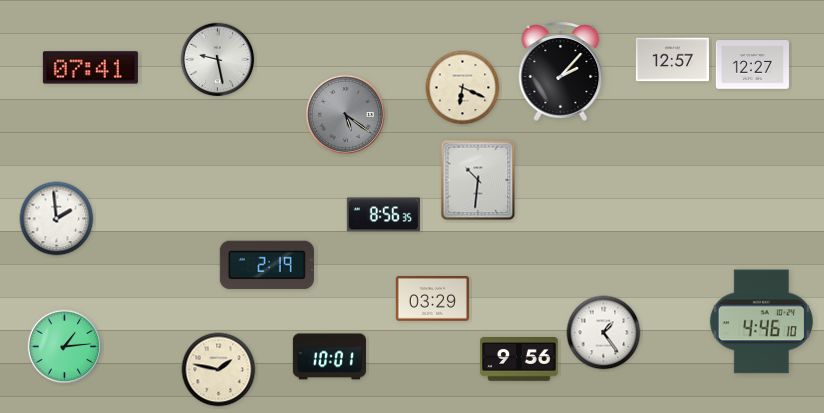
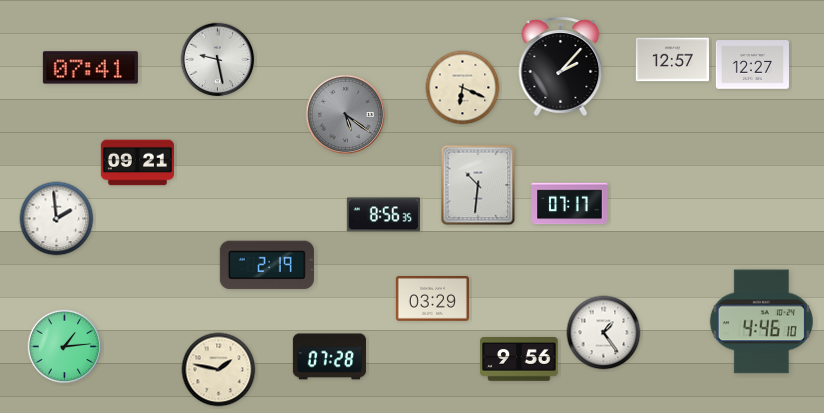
clock at (561, 71) position: (561, 71) -> (561, 66)
clock at (137, 163): none -> 09:21
clock at (478, 180) position: (478, 180) -> (478, 185)
clock at (570, 204): none -> 07:17
clock at (329, 357): 10:01 -> 07:28
